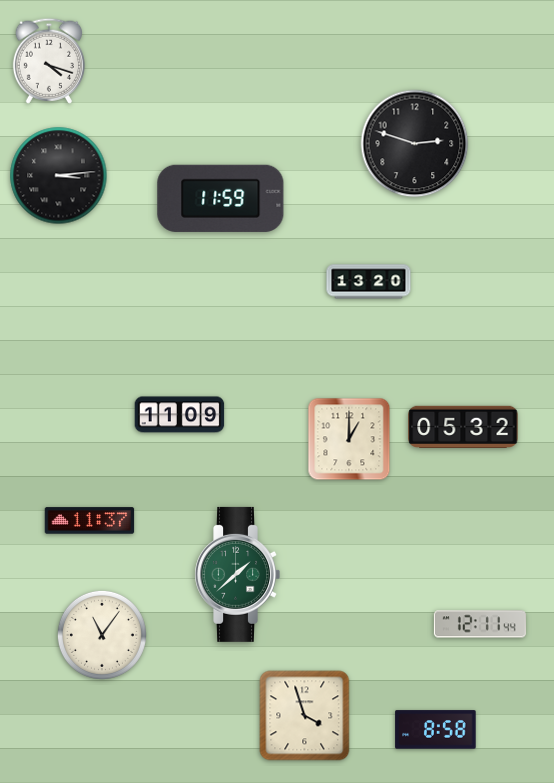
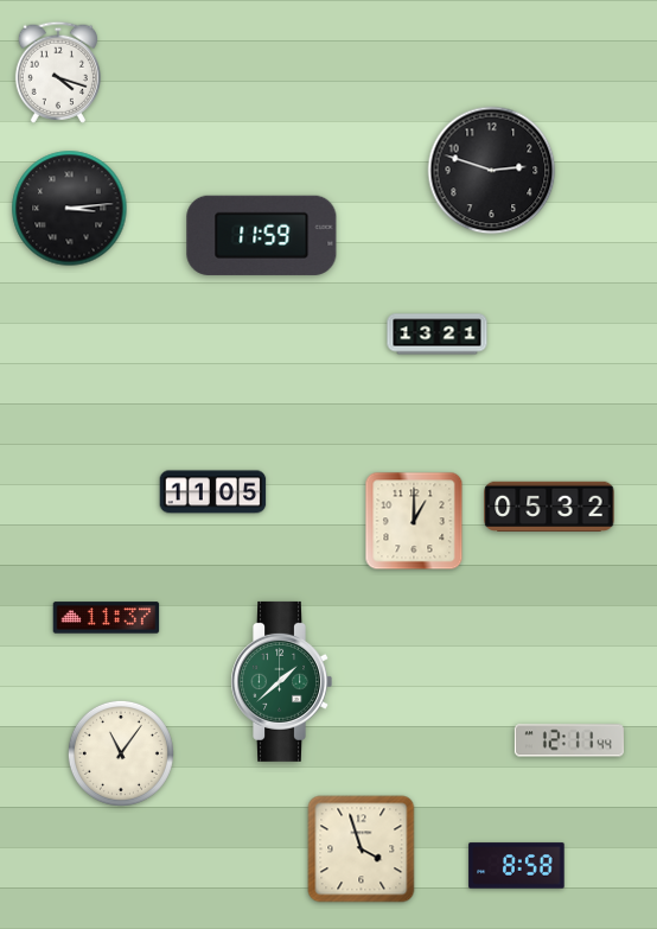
clock at (369, 282): 13:20 -> 13:21
clock at (180, 415): 11:09 -> 11:05
